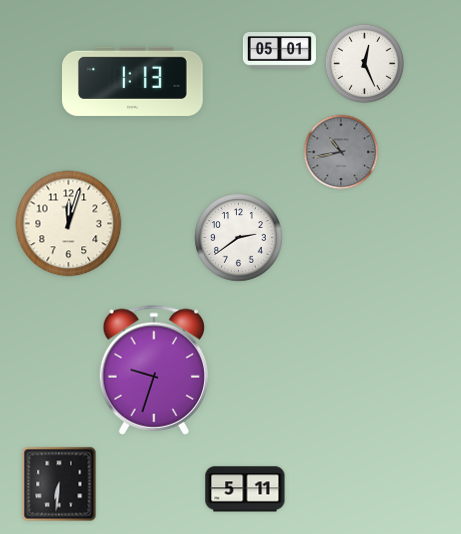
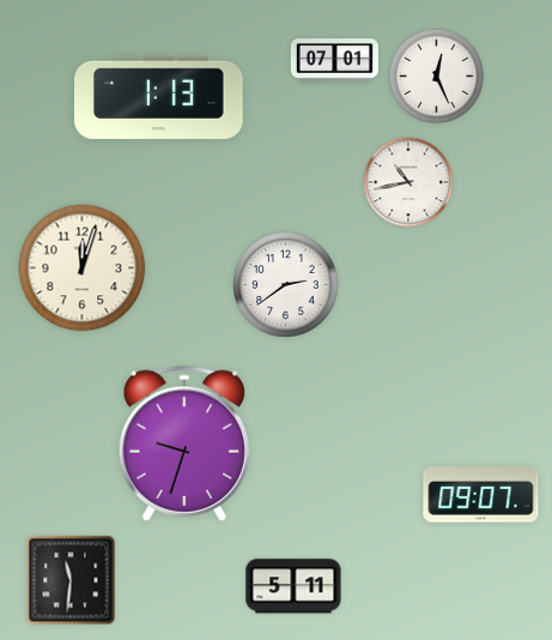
clock at (279, 51): 05:01 -> 07:01
clock at (341, 152) dial: grey -> white
clock at (481, 495): none -> 09:07
clock at (59, 484): 6:31 -> 11:31
